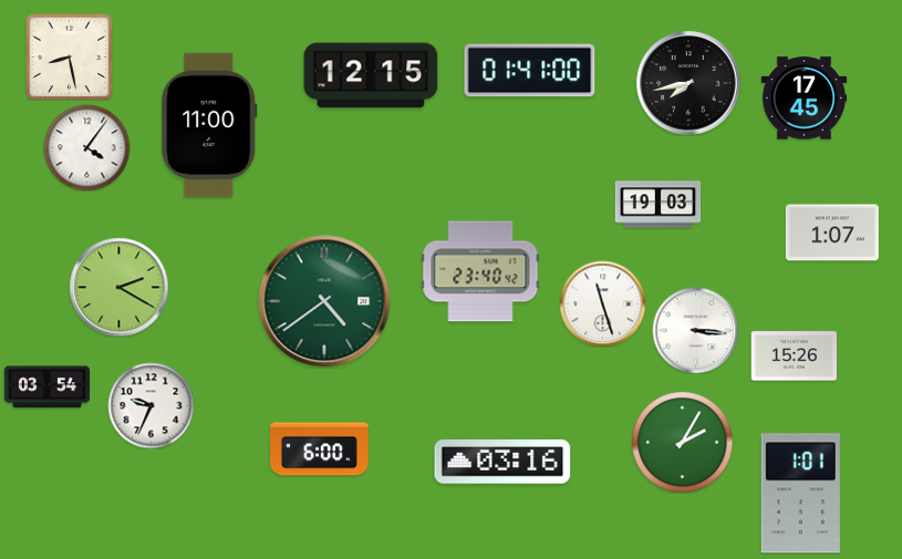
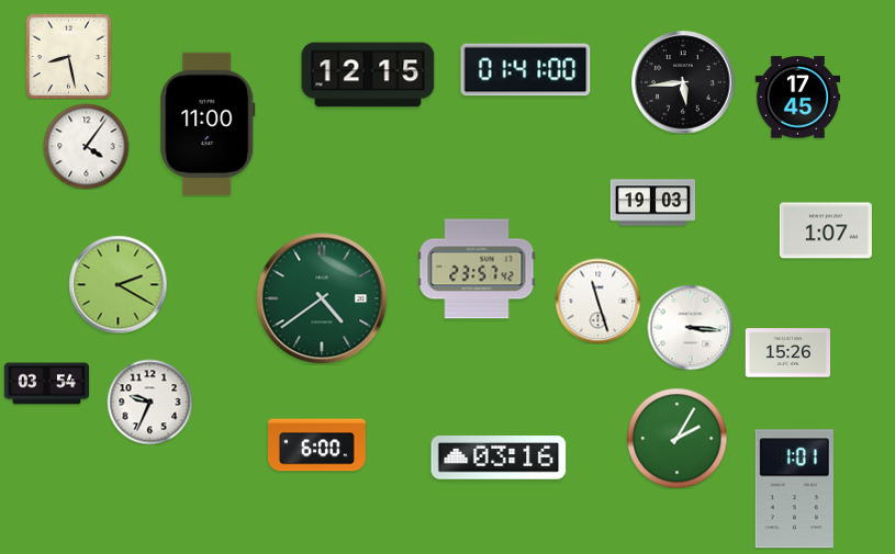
clock at (688, 83): 7:43 -> 5:44
clock at (480, 271): 23:40 -> 23:57
